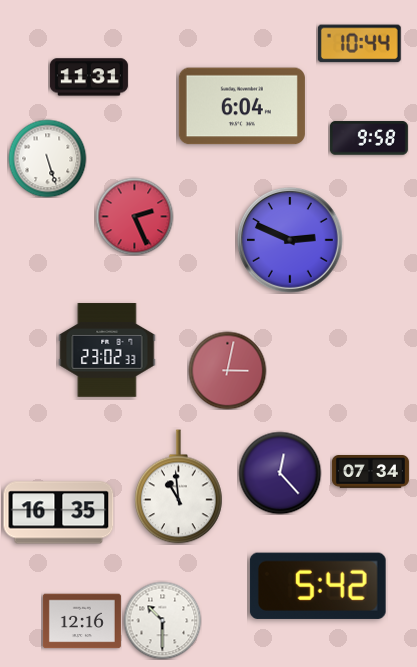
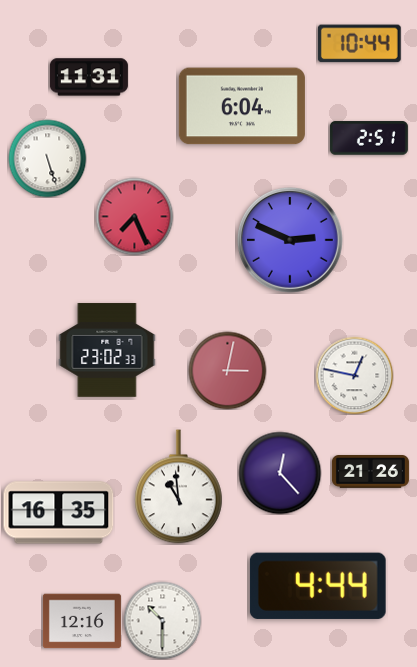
clock at (369, 138): 9:58 -> 2:51
clock at (134, 216): 2:26 -> 7:26
clock at (354, 375): none -> 12:47
clock at (370, 472): 07:34 -> 21:26
clock at (318, 586): 5:42 -> 4:44
